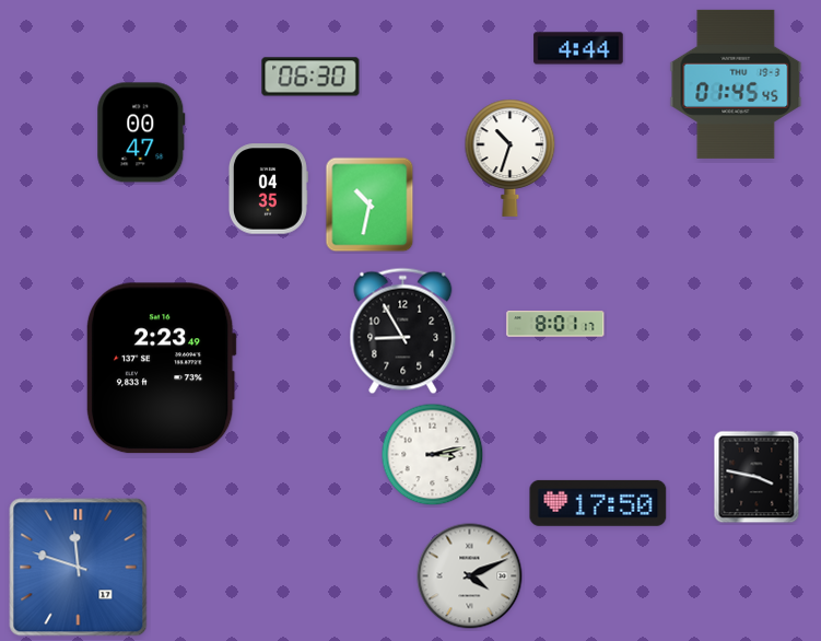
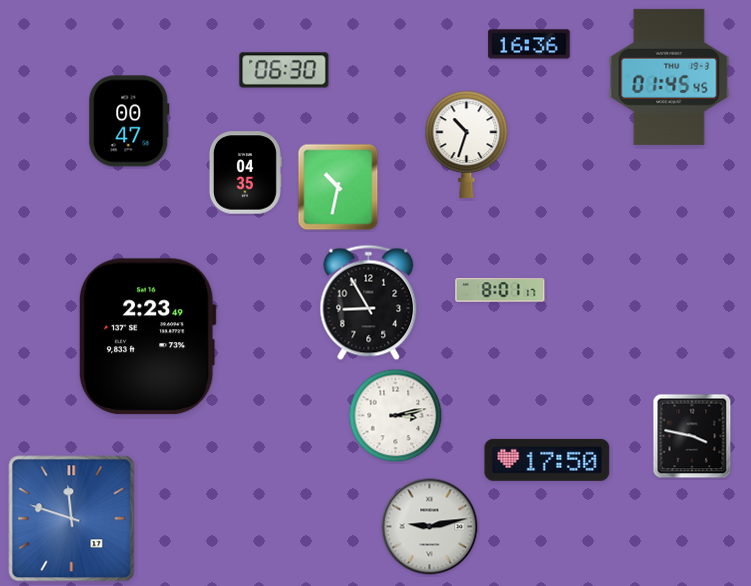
clock at (578, 48): 4:44 -> 16:36
clock at (736, 84) position: (736, 84) -> (669, 77)
clock at (555, 324) position: (555, 324) -> (500, 290)
clock at (470, 576): 4:11 -> 9:13
